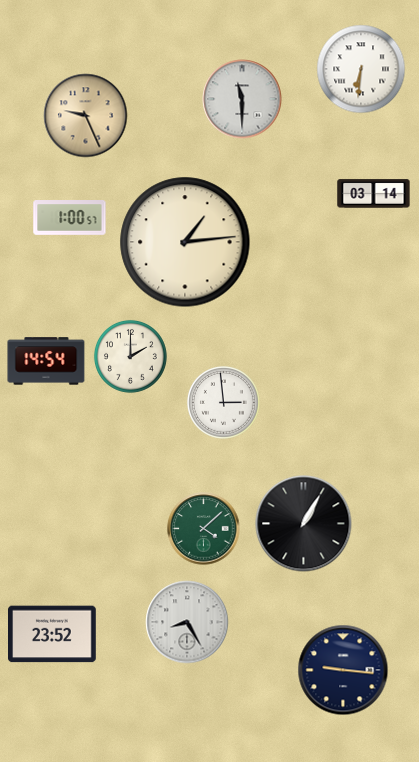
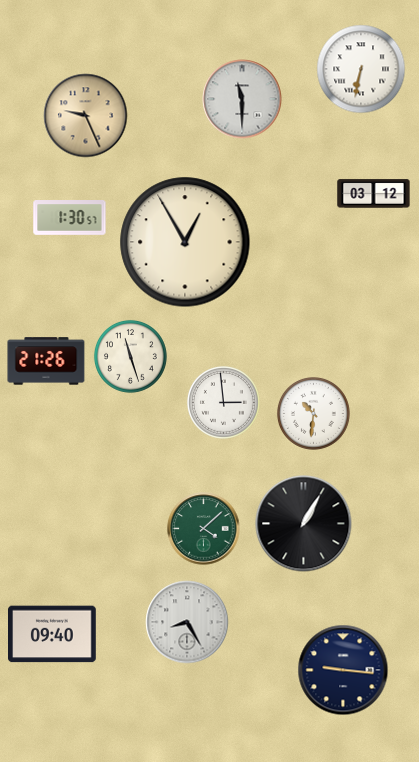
clock at (361, 69): 6:31 -> 6:32
clock at (374, 194): 03:14 -> 03:12
clock at (70, 218): 1:00 -> 1:30
clock at (185, 242): 1:14 -> 12:55
clock at (130, 356): 2:00 -> 11:27
clock at (46, 361): 14:54 -> 21:26
clock at (313, 413): none -> 10:31
clock at (53, 634): 23:52 -> 09:40
